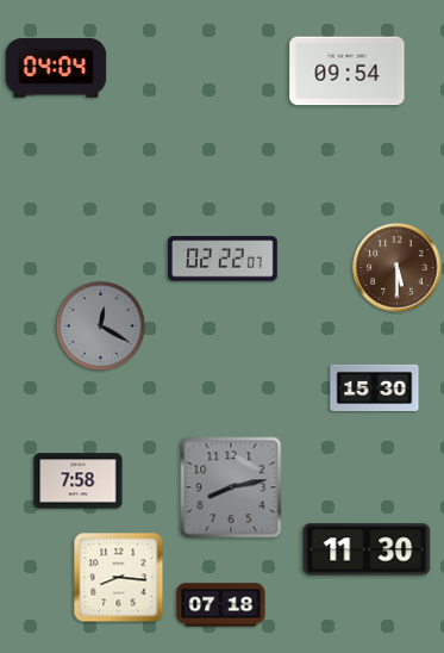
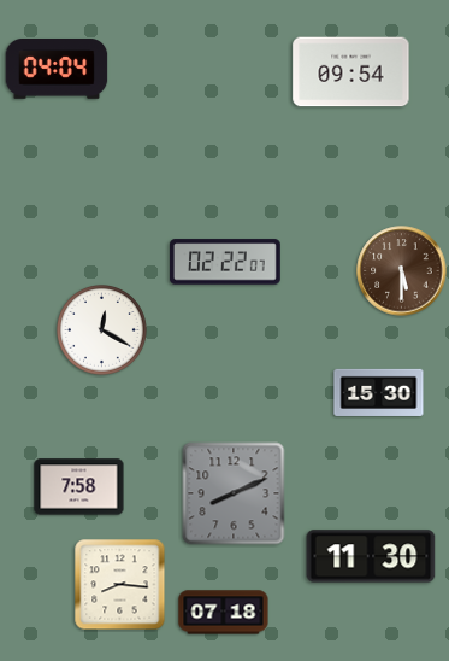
clock at (101, 326) dial: grey -> white
clock at (231, 487): 8:13 -> 8:11
